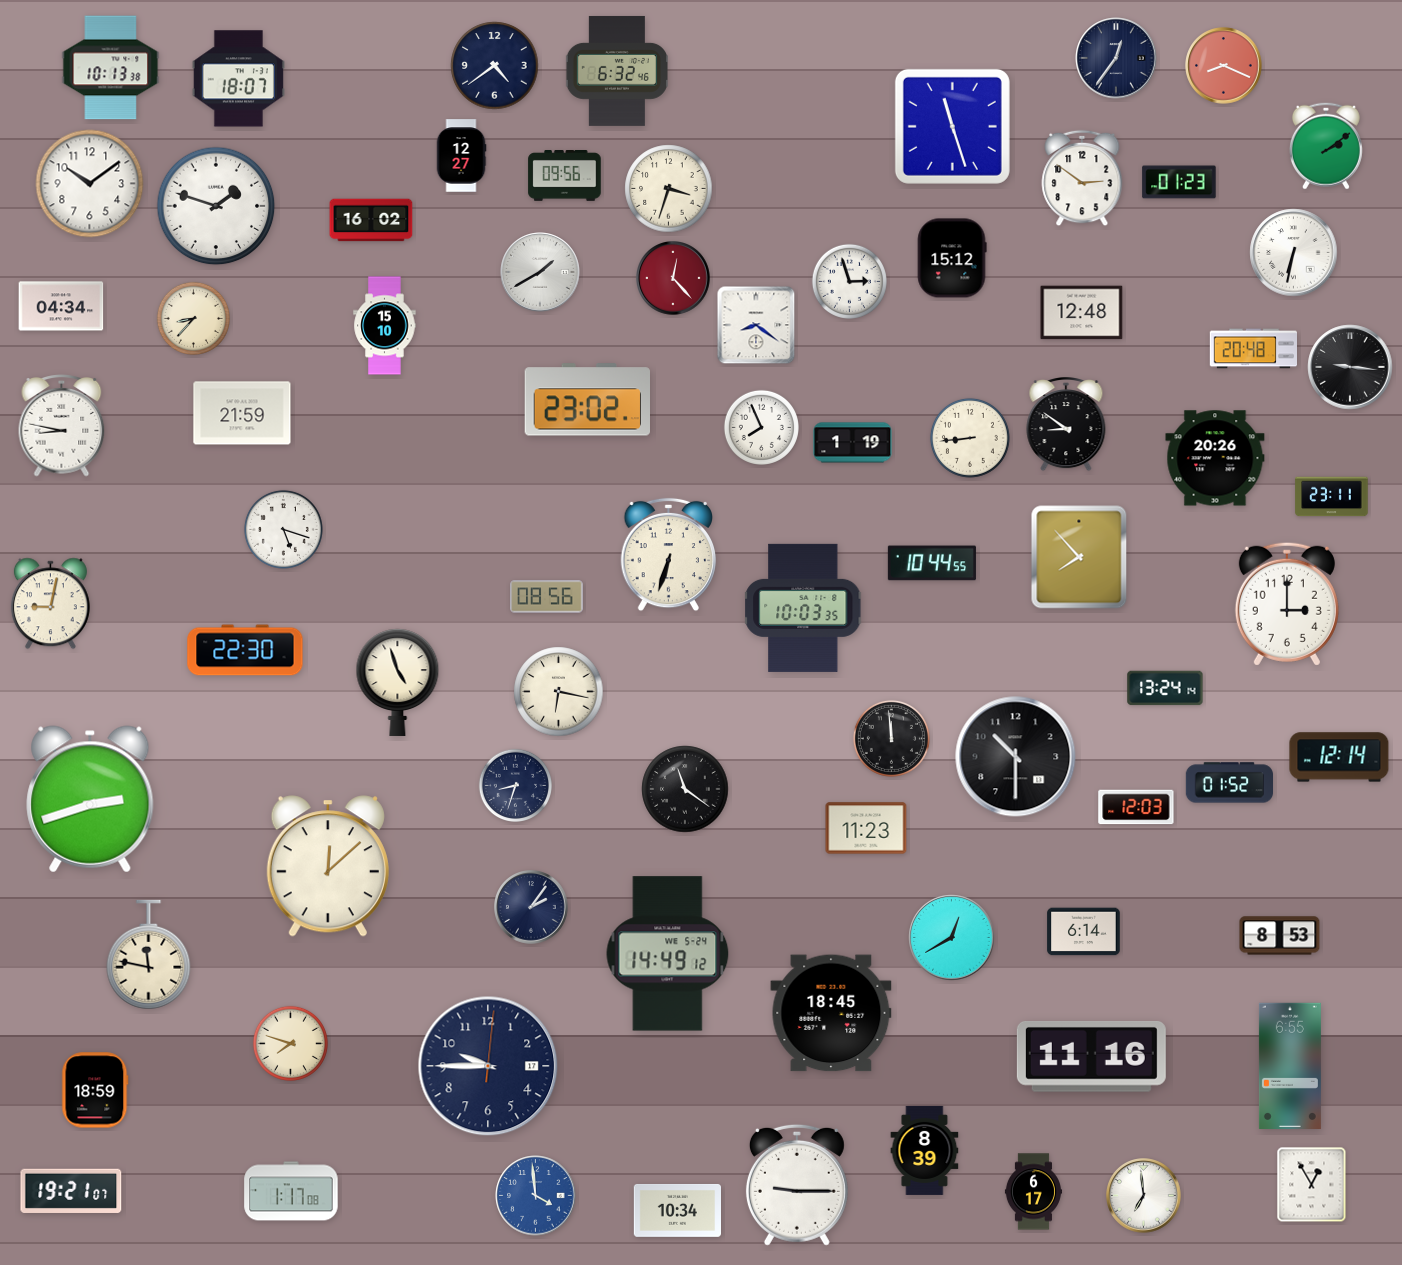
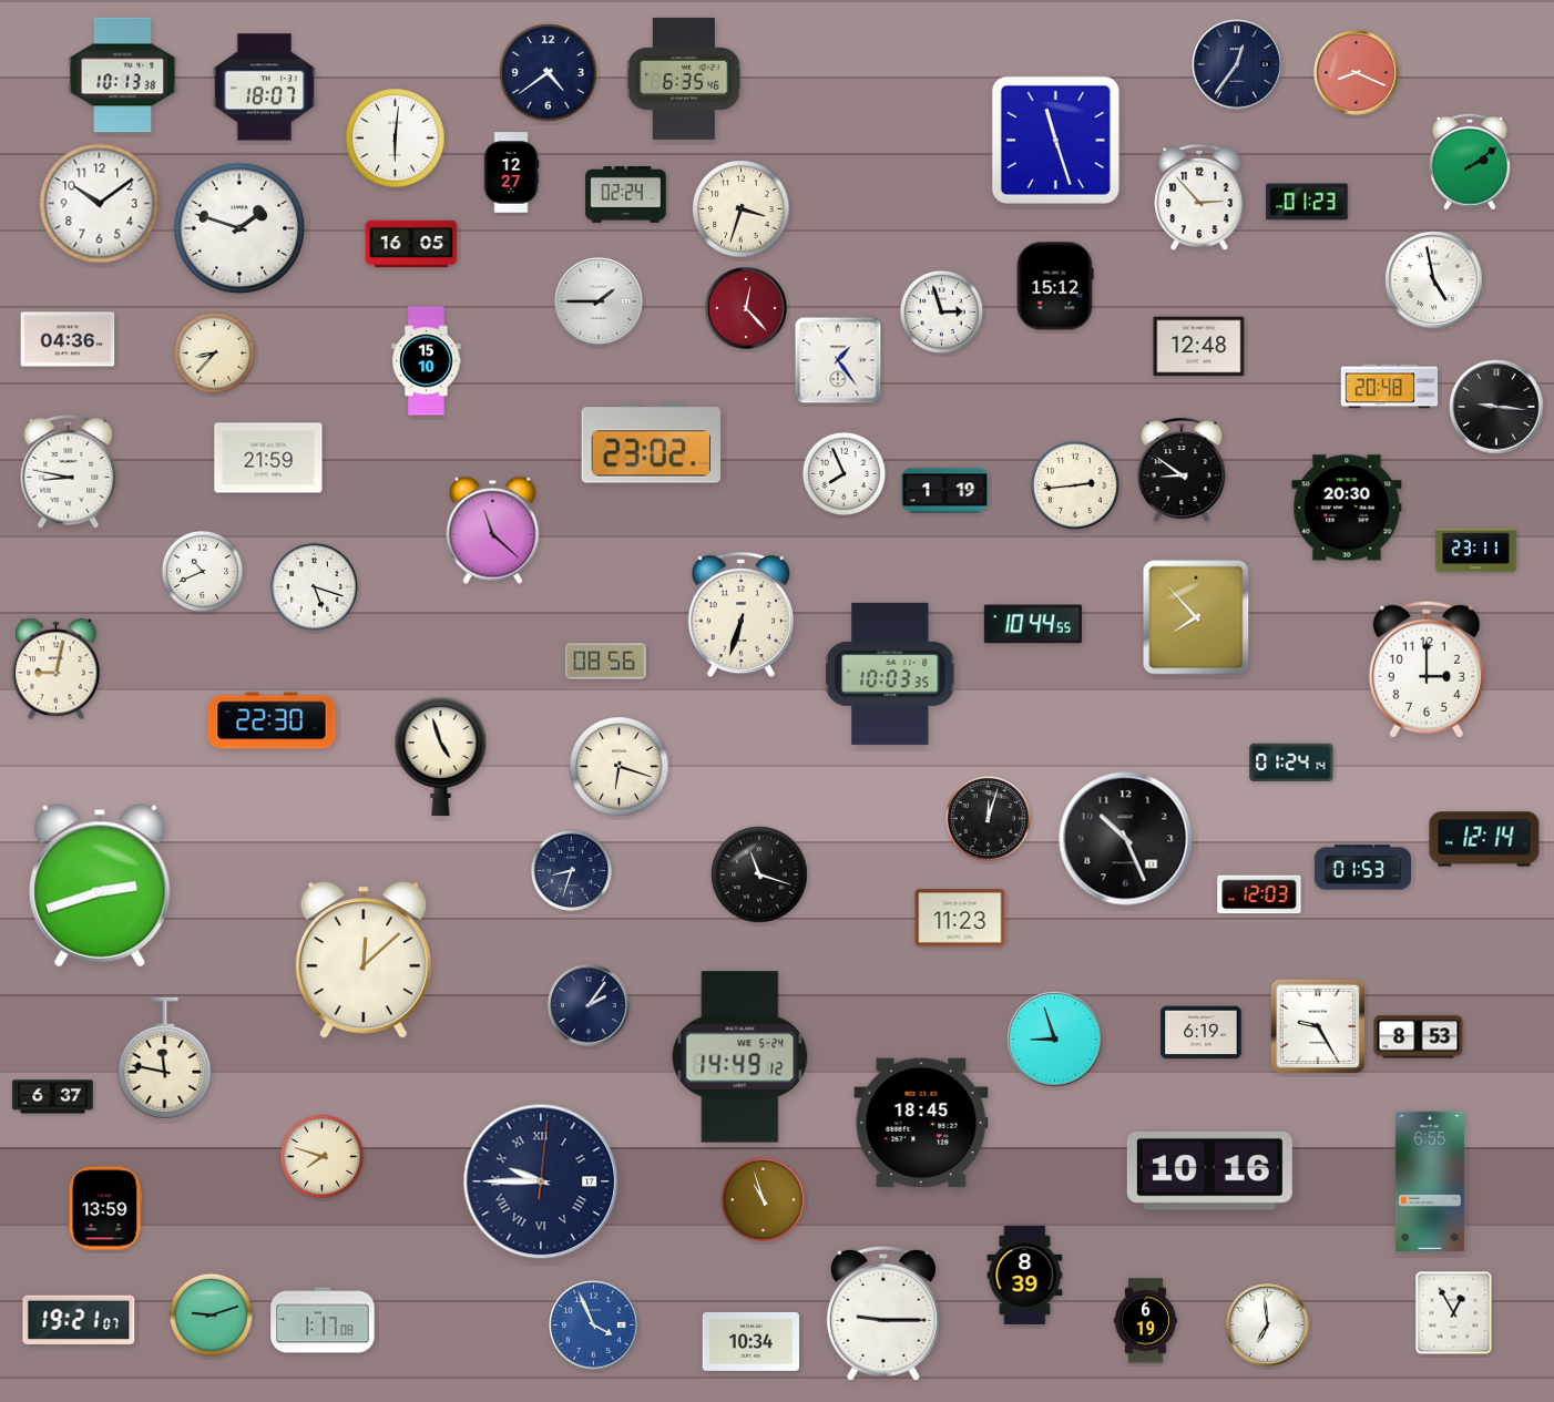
clock at (616, 71): 6:32 -> 6:35
clock at (396, 139): none -> 6:01
clock at (565, 176): 09:56 -> 02:24
clock at (1082, 178): 2:51 -> 2:53
clock at (371, 220): 16:02 -> 16:05
clock at (1294, 253): 6:32 -> 4:58
clock at (540, 272): 1:40 -> 1:45
clock at (61, 306): 04:34 -> 04:36
clock at (756, 325): 8:21 -> 1:24
clock at (970, 438): 8:44 -> 2:44
clock at (1215, 458): 20:26 -> 20:30
clock at (493, 530): none -> 11:22
clock at (202, 571): none -> 10:41
clock at (1165, 688): 13:24 -> 01:24
clock at (559, 692): 6:17 -> 6:18
clock at (891, 738): 11:59 -> 12:03
clock at (1016, 757): 10:30 -> 10:26
clock at (1229, 783): 01:52 -> 01:53
clock at (685, 789): 11:21 -> 11:18
clock at (1318, 1026): none -> 9:25
clock at (1084, 932): 6:14 -> 6:19
clock at (952, 938): 12:40 -> 8:57
clock at (53, 1097): none -> 6:37
clock at (1091, 1056): 11:16 -> 10:16
clock at (488, 1066) numerals: Arabic -> Roman
clock at (763, 1199): none -> 10:57
clock at (95, 1090): 18:59 -> 13:59
clock at (211, 1314): none -> 9:12
clock at (1033, 1192): 6:17 -> 6:19
clock at (536, 1196): 3:59 -> 3:56
